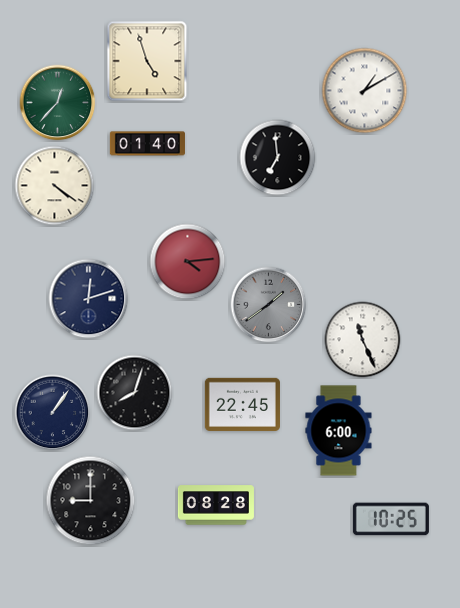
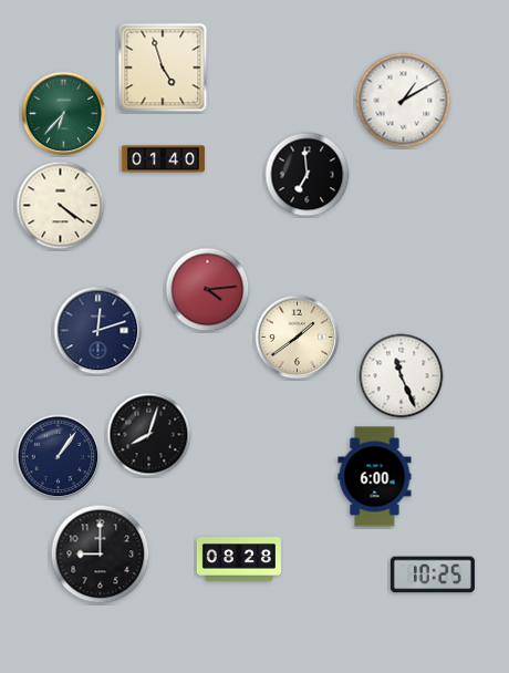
clock at (58, 103): 12:37 -> 6:37
clock at (269, 305) dial: grey -> cream
clock at (242, 404): 22:45 -> none
